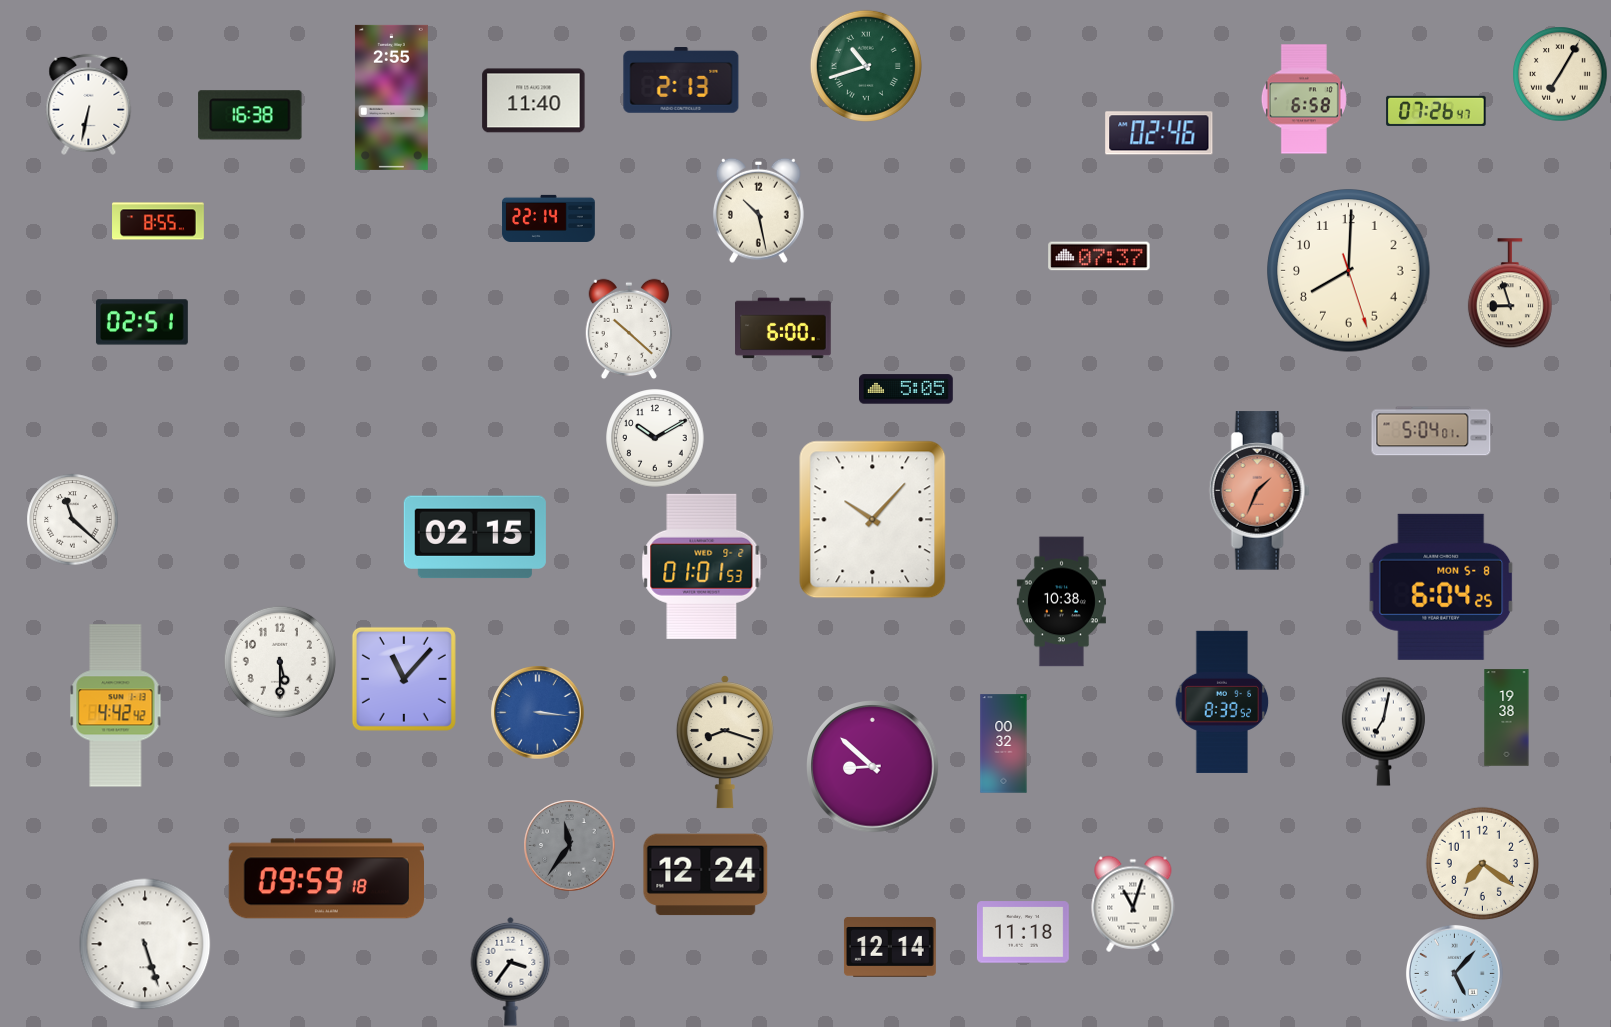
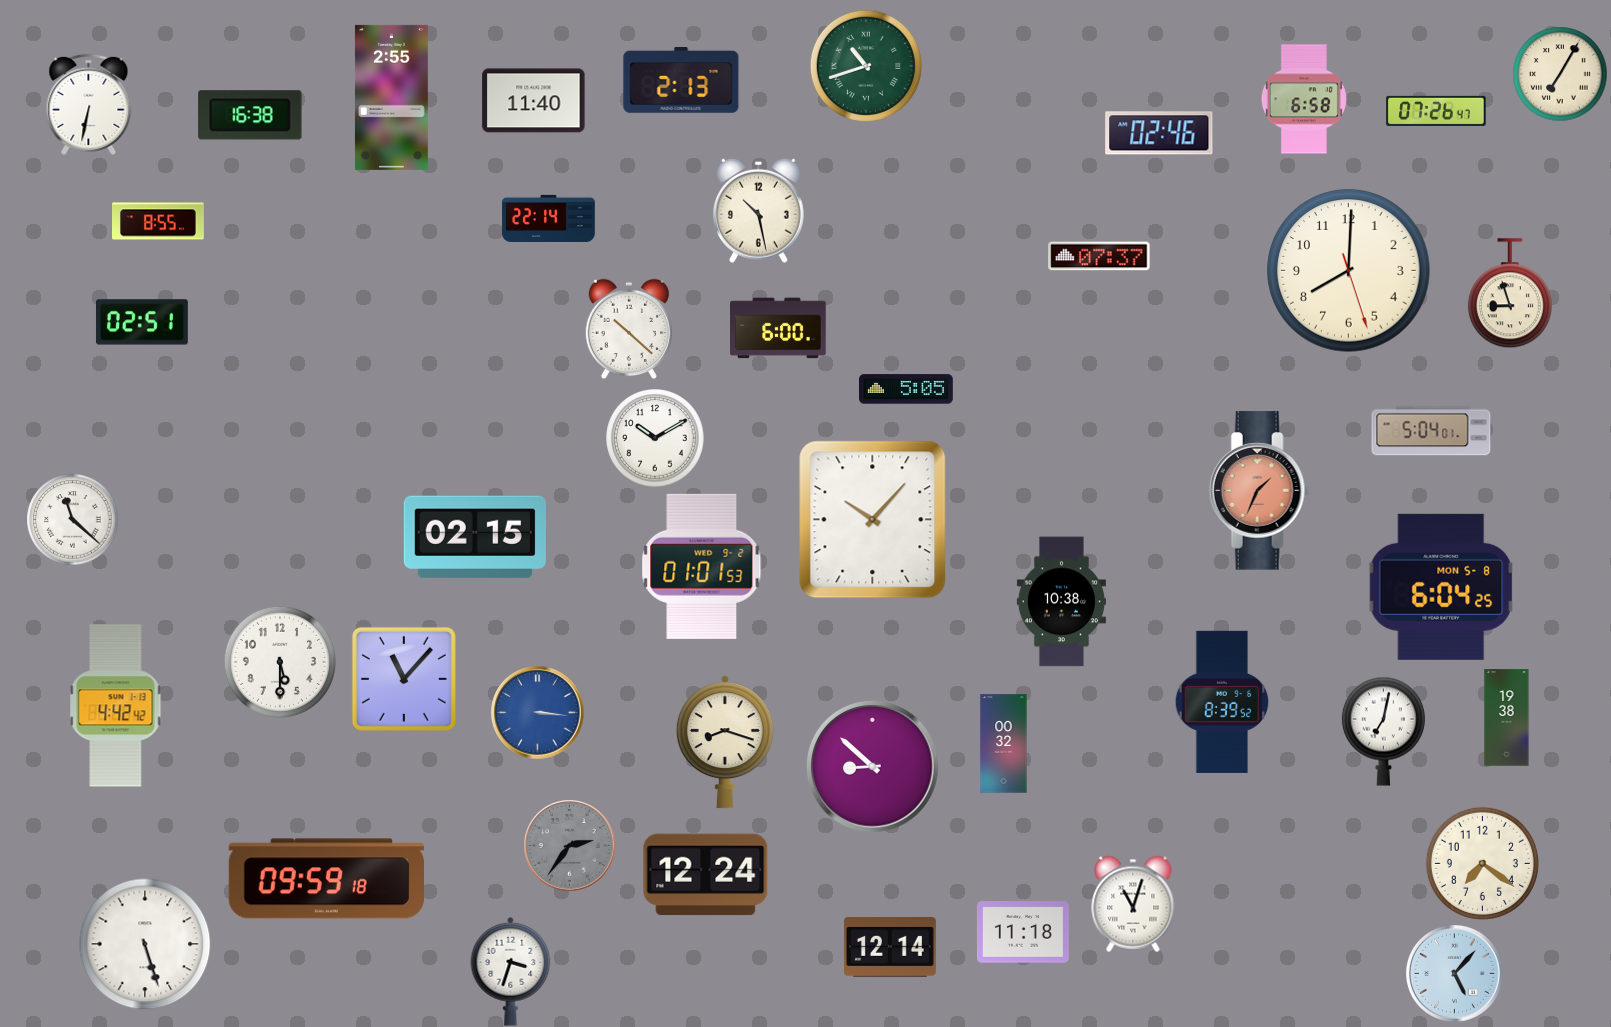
clock at (783, 328) position: (783, 328) -> (778, 328)
clock at (569, 845): 11:36 -> 2:36
clock at (511, 971): 3:36 -> 3:33
